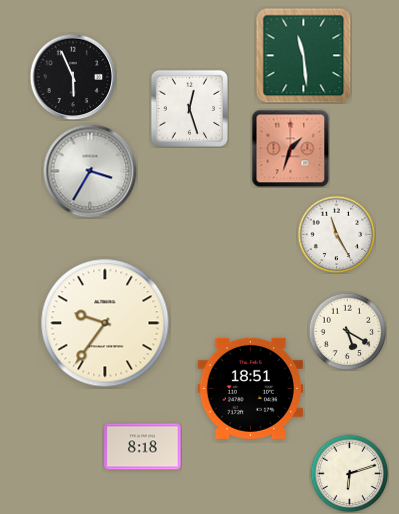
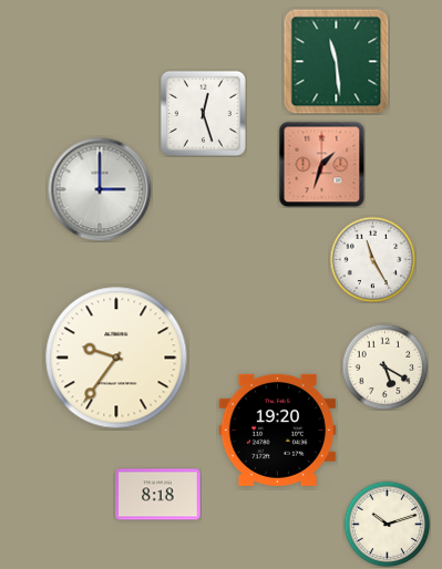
clock at (73, 77): 5:56 -> none
clock at (189, 108) position: (189, 108) -> (203, 113)
clock at (90, 171): 3:35 -> 3:00
clock at (250, 388): 18:51 -> 19:20
clock at (349, 473): 6:12 -> 10:12
